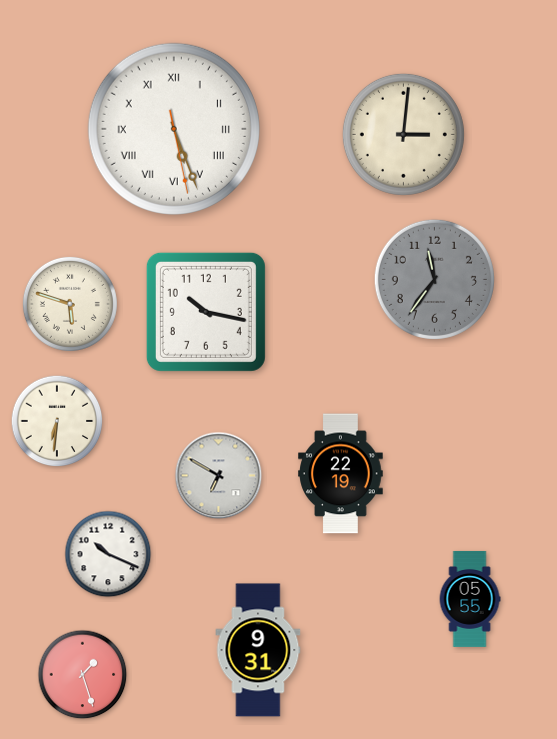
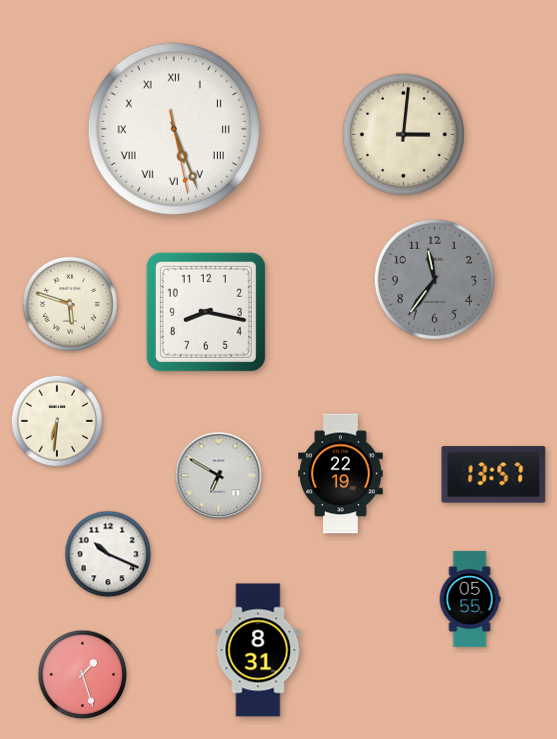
clock at (206, 312): 10:17 -> 8:17
clock at (494, 475): none -> 13:57
clock at (258, 650): 9:31 -> 8:31
